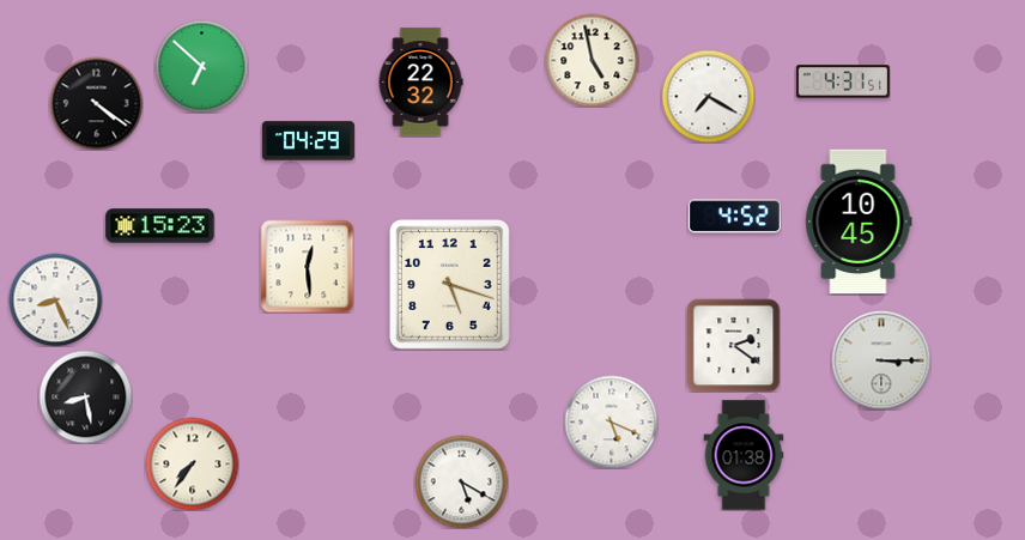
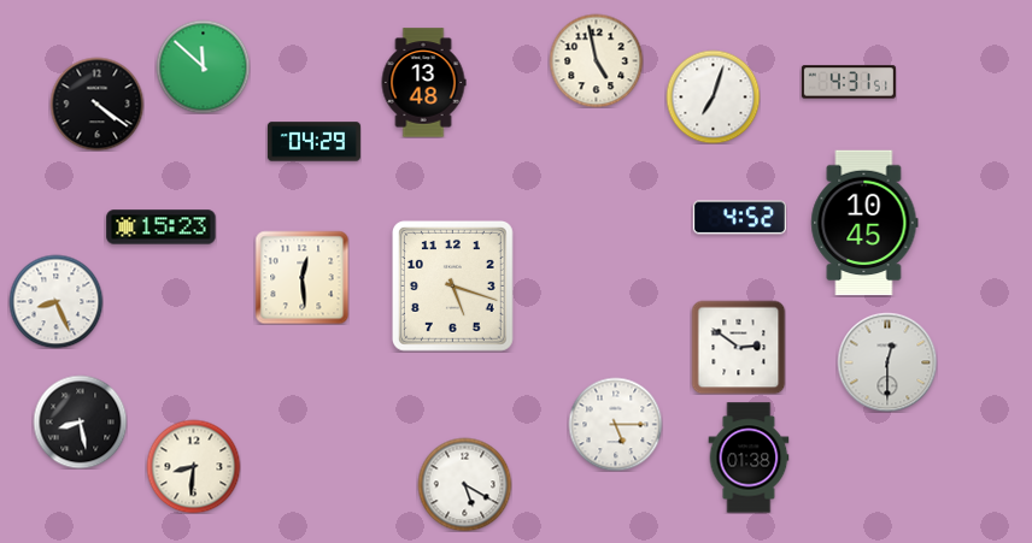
clock at (201, 66): 6:52 -> 11:52
clock at (420, 83): 22:32 -> 13:48
clock at (708, 96): 7:20 -> 7:03
clock at (308, 141) position: (308, 141) -> (313, 142)
clock at (307, 266) position: (307, 266) -> (301, 277)
clock at (733, 345): 2:21 -> 2:51
clock at (881, 360): 3:15 -> 12:30
clock at (85, 396) position: (85, 396) -> (80, 421)
clock at (611, 421): 5:19 -> 5:15
clock at (192, 463): 7:36 -> 8:31
